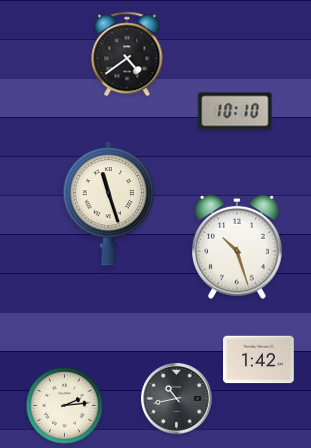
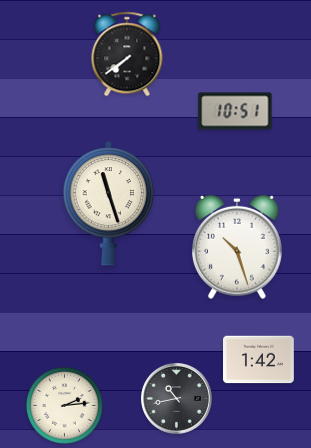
clock at (127, 54): 4:39 -> 7:39
clock at (235, 111): 10:10 -> 10:51
